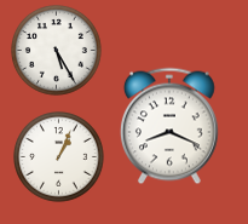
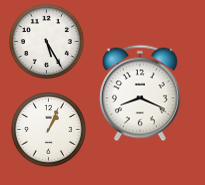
clock at (169, 126) position: (169, 126) -> (140, 93)
